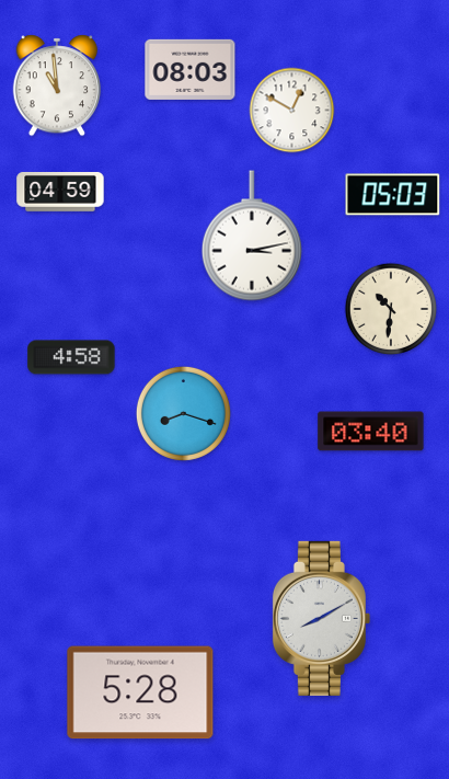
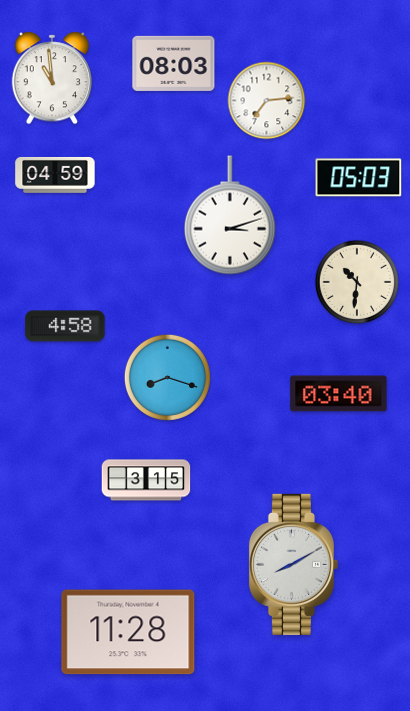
clock at (292, 111): 12:50 -> 7:14
clock at (252, 236): 3:13 -> 3:12
clock at (146, 480): none -> 3:15
clock at (140, 692): 5:28 -> 11:28
